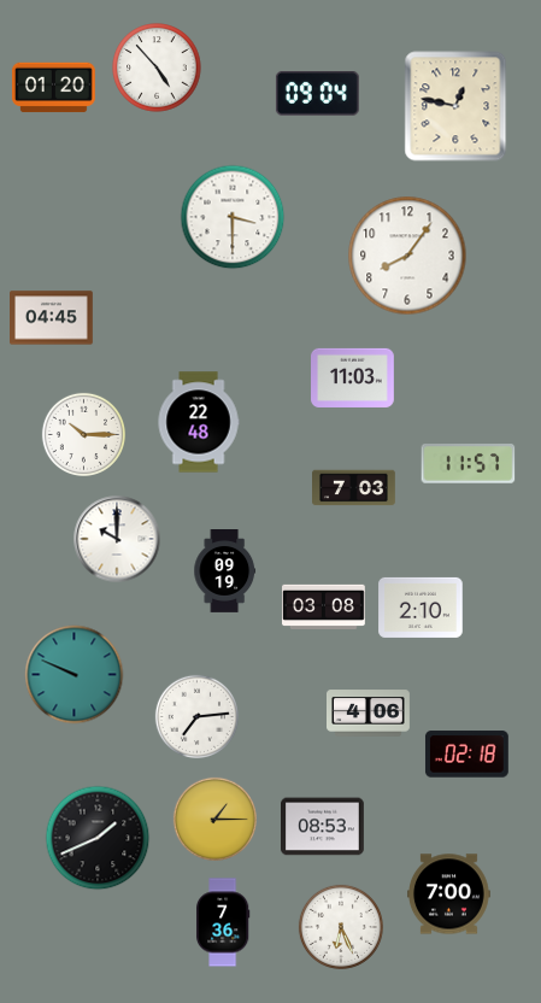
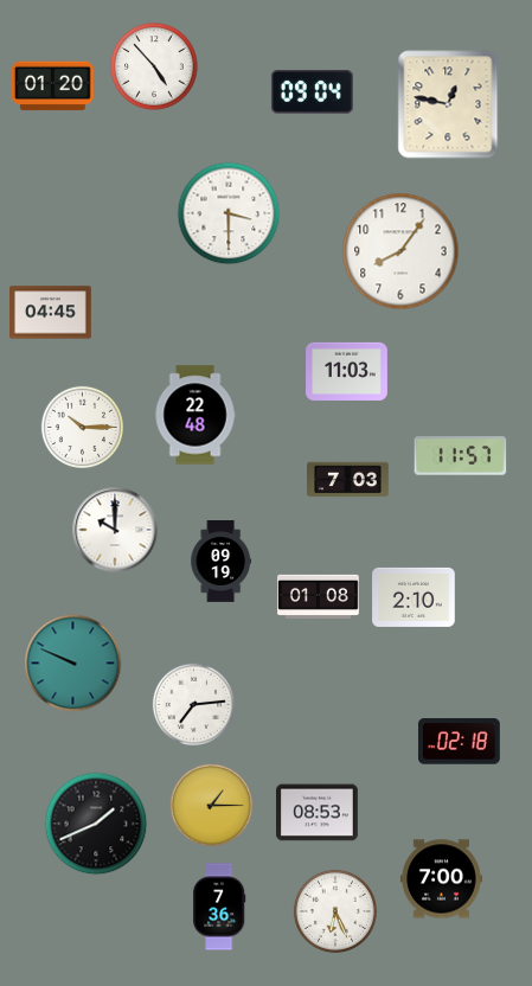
clock at (324, 606): 03:08 -> 01:08
clock at (369, 714): 4:06 -> none
